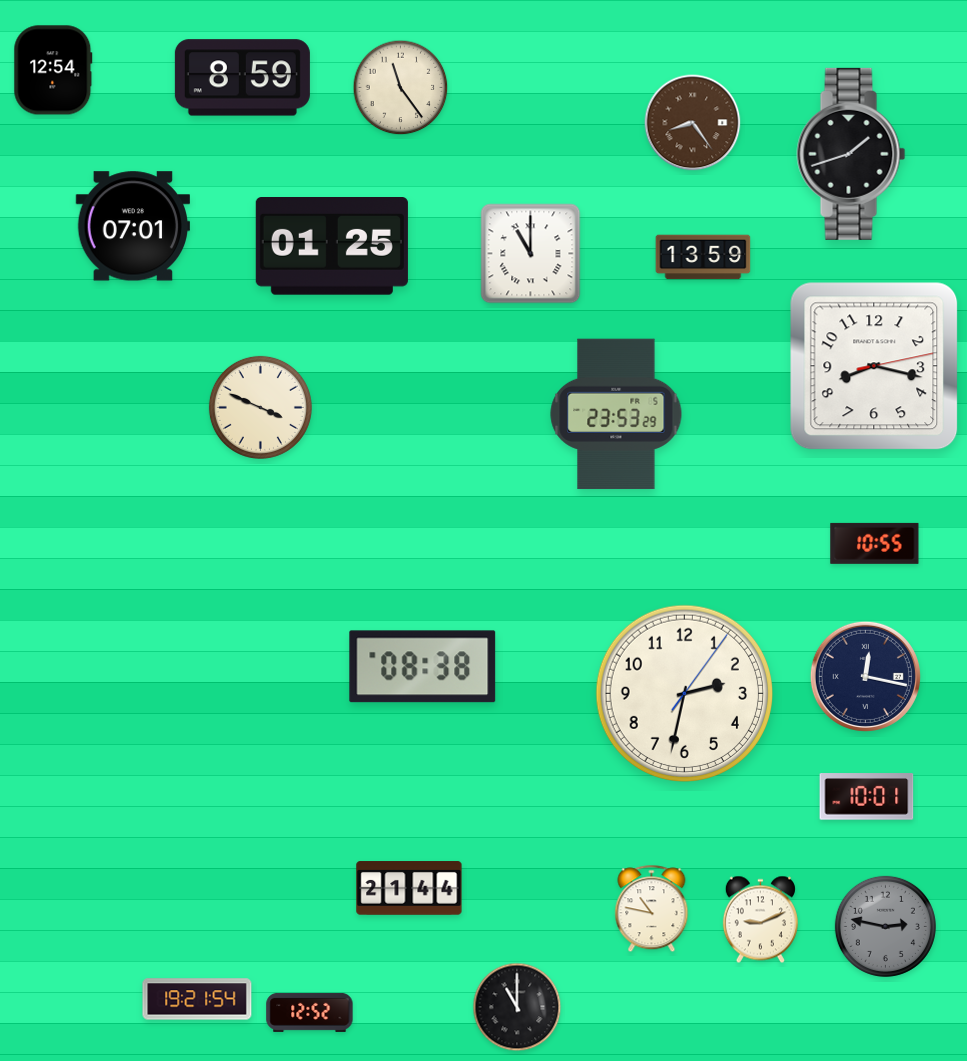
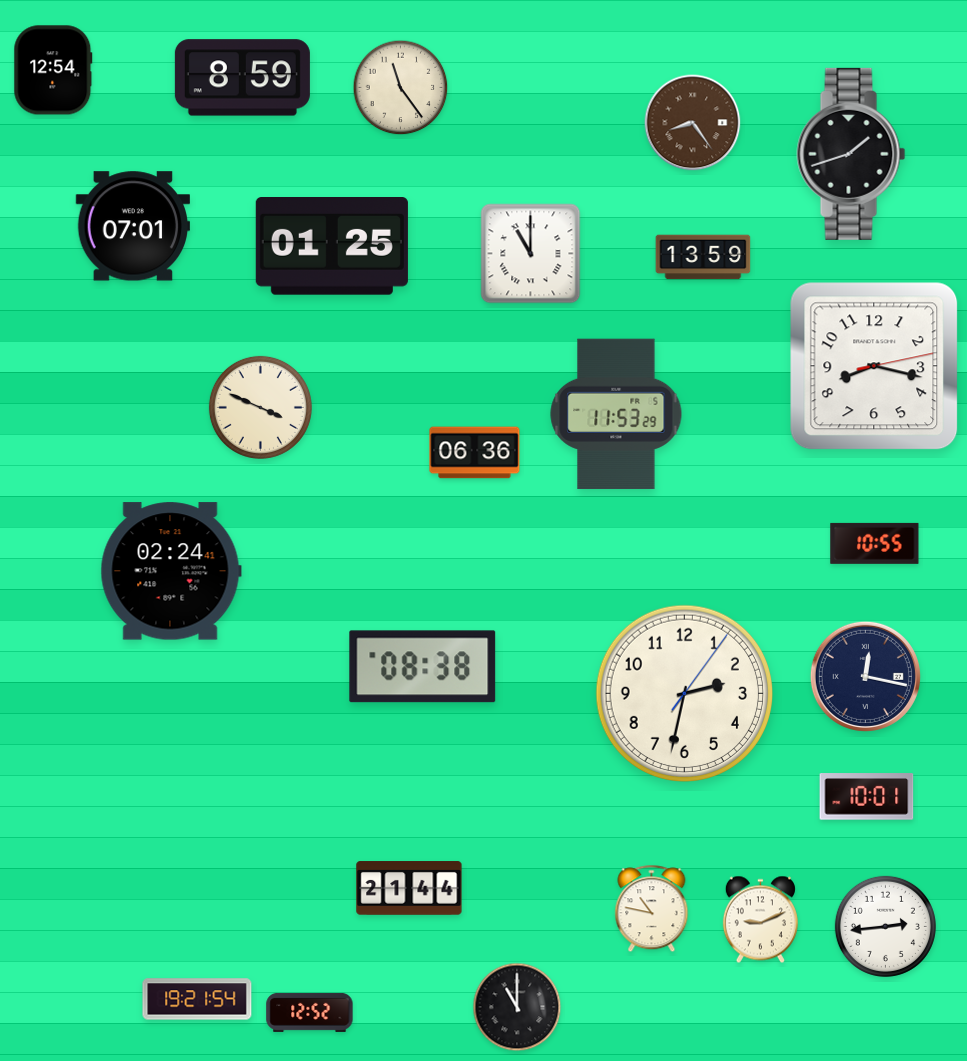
clock at (616, 414): 23:53 -> 11:53
clock at (475, 453): none -> 06:36
clock at (171, 571): none -> 02:24
clock at (885, 926): 2:47 -> 2:44
clock at (885, 926) dial: grey -> white
